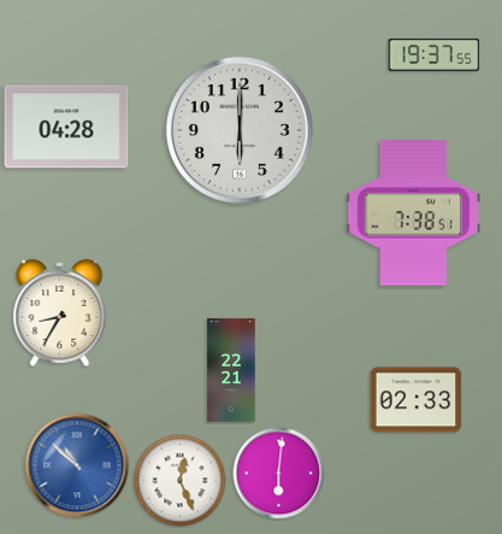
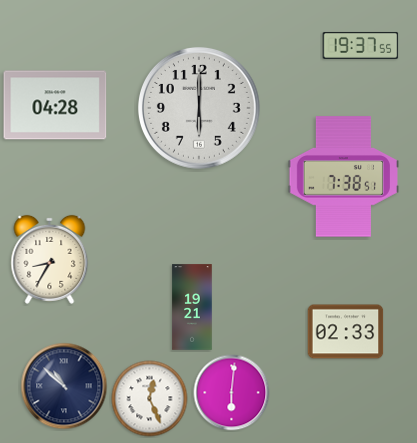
clock at (231, 370): 22:21 -> 19:21
clock at (77, 465) dial: blue -> navy
